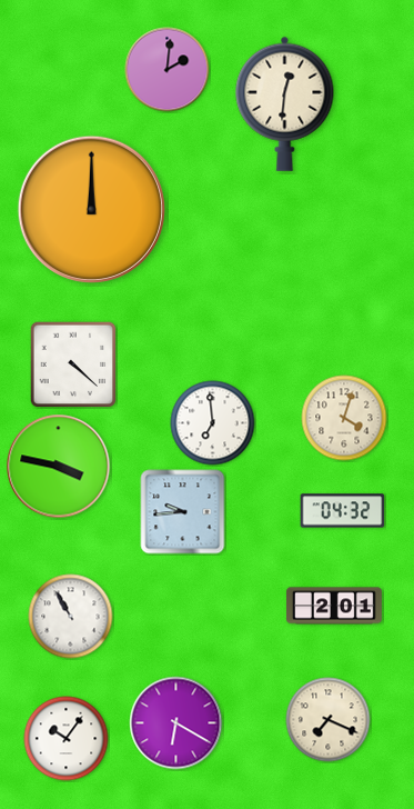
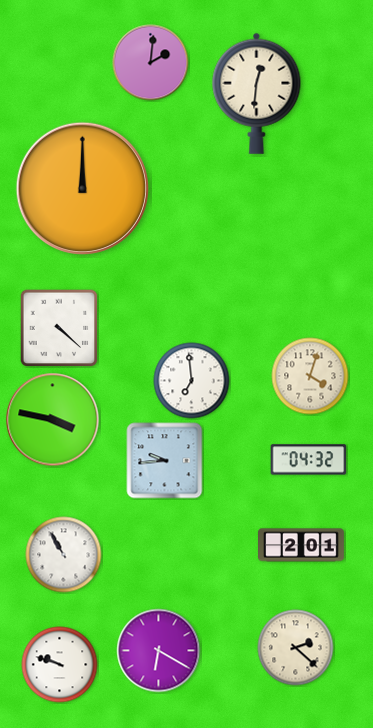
clock at (73, 364) position: (73, 364) -> (59, 328)
clock at (329, 720): 7:19 -> 2:22
clock at (67, 739): 10:06 -> 9:48
